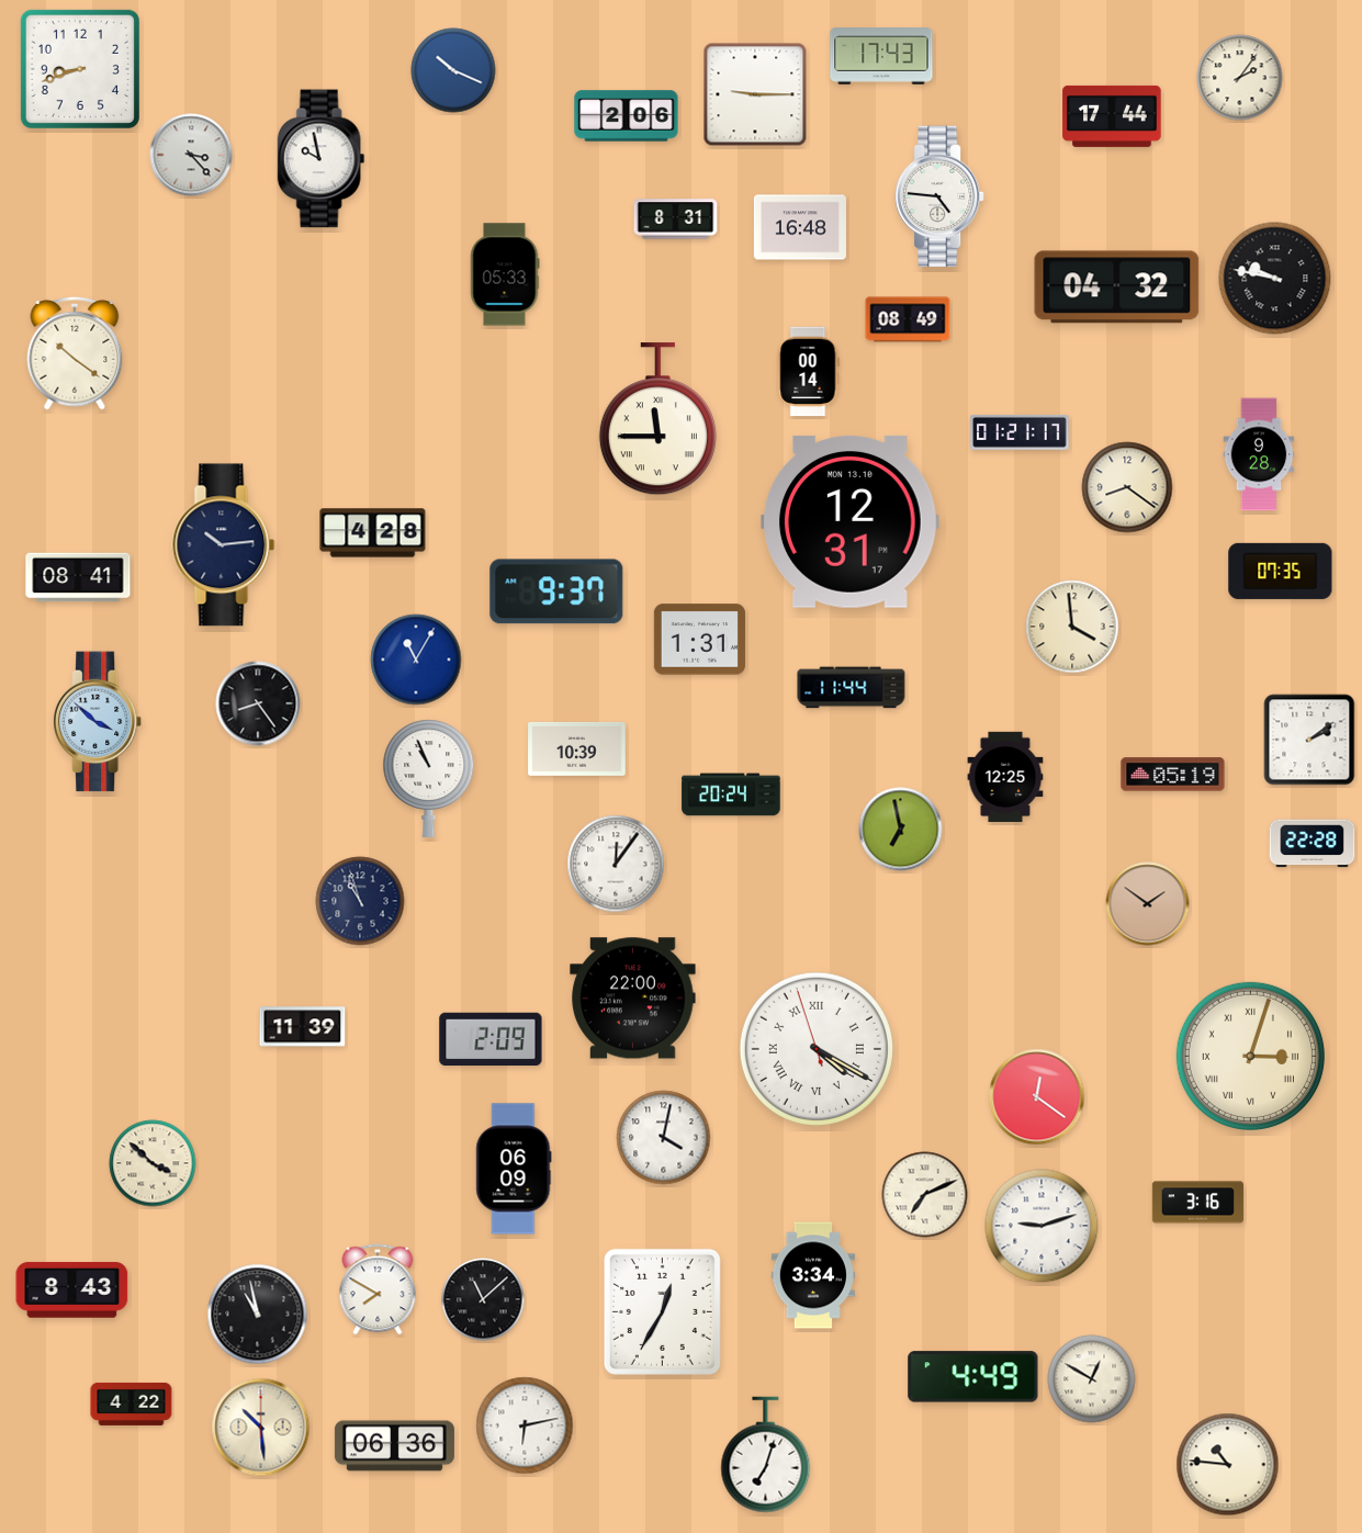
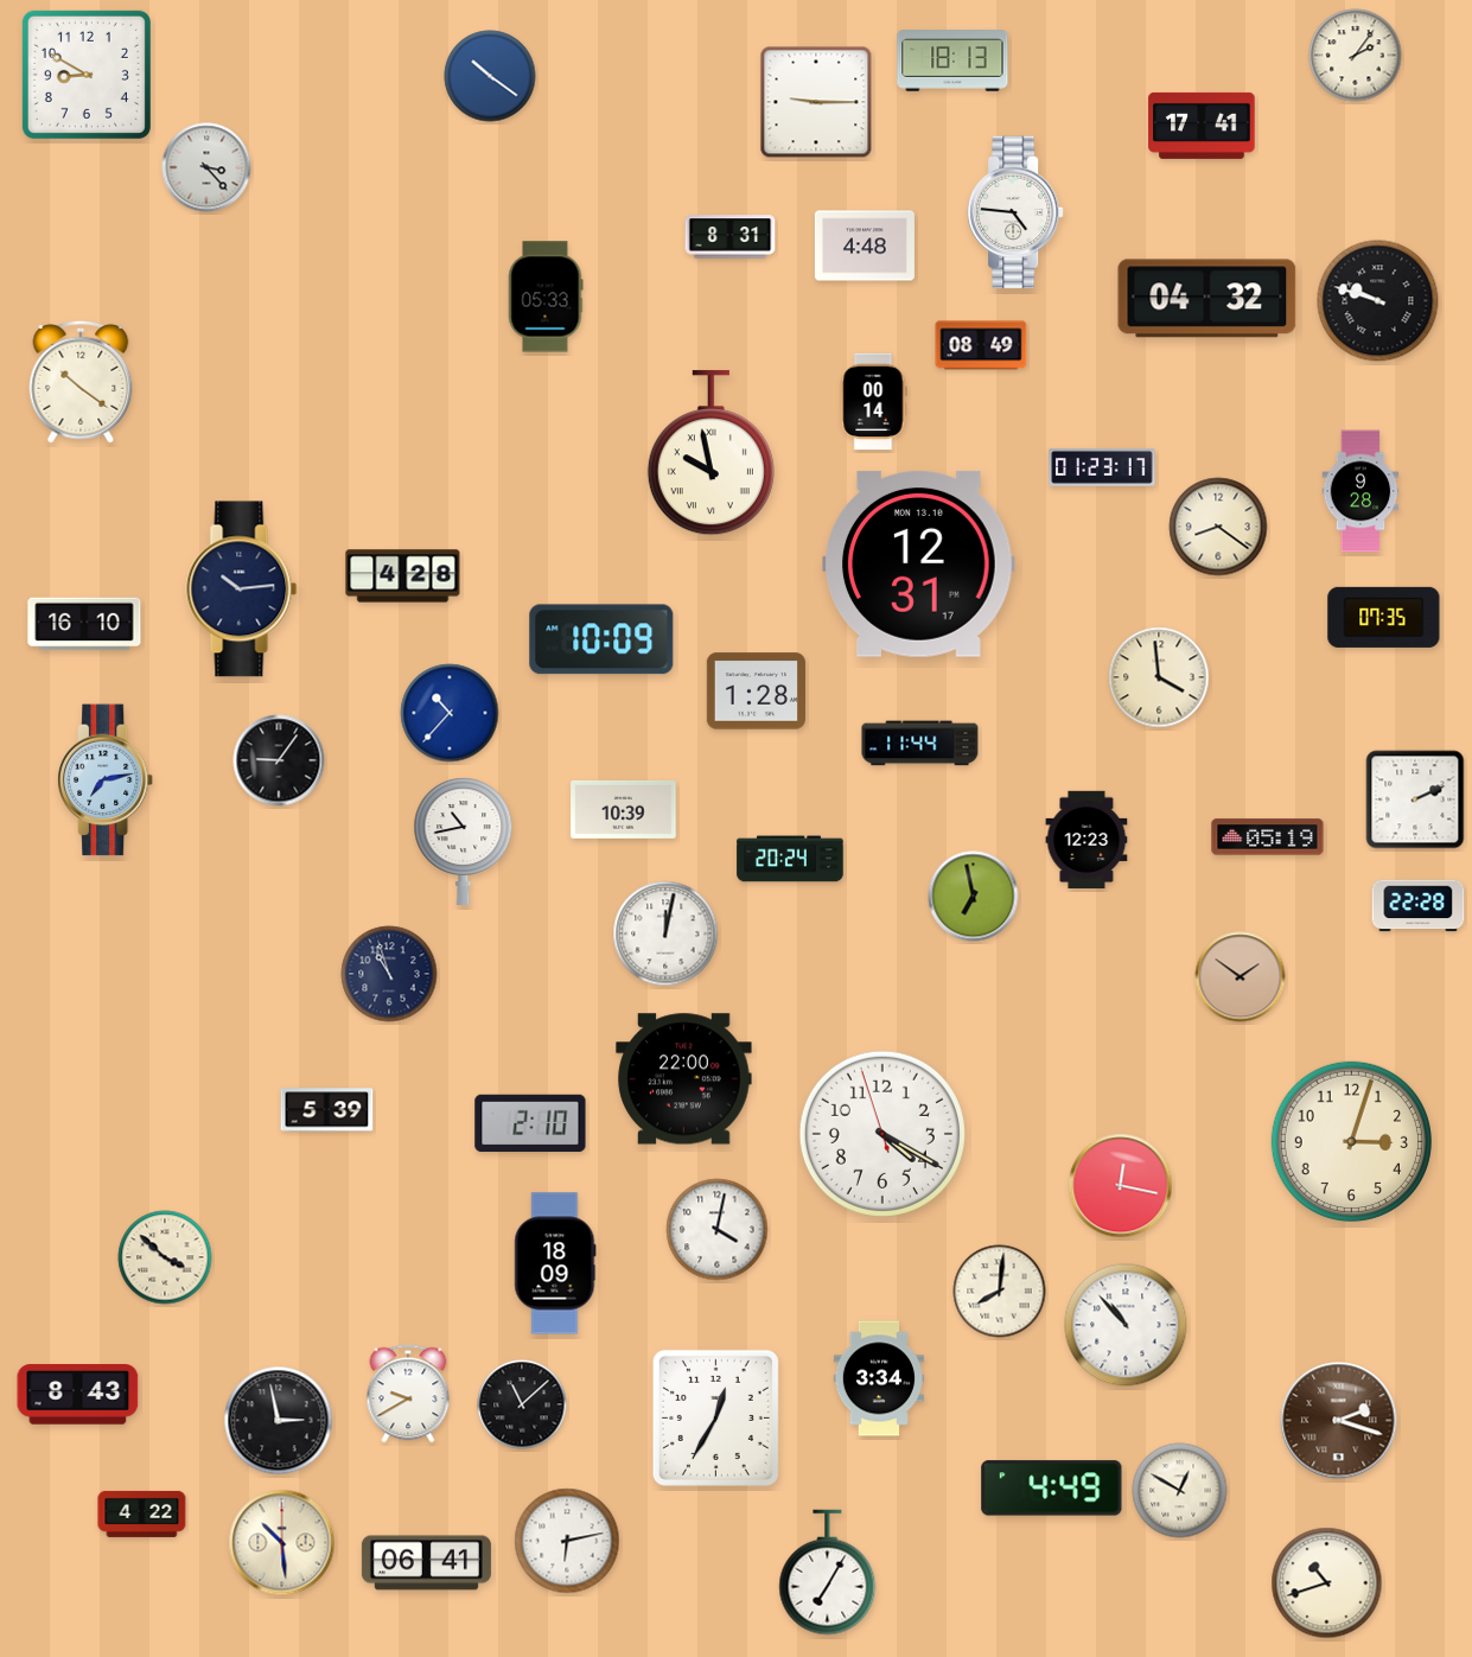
clock at (881, 56): 17:43 -> 18:13
clock at (80, 69): 8:42 -> 8:50
clock at (453, 70): 10:19 -> 10:21
clock at (1240, 78) position: (1240, 78) -> (1356, 56)
clock at (627, 116): 2:06 -> none
clock at (1112, 116): 17:44 -> 17:41
clock at (322, 159): 9:58 -> none
clock at (800, 227): 16:48 -> 4:48
clock at (1275, 279): 9:47 -> 9:48
clock at (1117, 288) position: (1117, 288) -> (1207, 299)
clock at (657, 419): 11:45 -> 9:58
clock at (1020, 432): 01:21 -> 01:23
clock at (78, 577): 08:41 -> 16:10
clock at (556, 591): 9:37 -> 10:09
clock at (699, 640): 1:31 -> 1:28
clock at (416, 660): 11:05 -> 10:37
clock at (258, 703): 8:24 -> 9:06
clock at (98, 722): 3:52 -> 7:13
clock at (1309, 740): 2:09 -> 2:11
clock at (1005, 777): 12:25 -> 12:23
clock at (429, 778): 10:56 -> 10:43
clock at (1313, 844) position: (1313, 844) -> (1419, 906)
clock at (616, 864): 12:06 -> 12:02
clock at (303, 1027): 11:39 -> 5:39
clock at (491, 1039): 2:09 -> 2:10
clock at (817, 1049) numerals: Roman -> Arabic
clock at (1250, 1056) numerals: Roman -> Arabic
clock at (1037, 1097): 12:21 -> 12:17
clock at (514, 1169): 06:09 -> 18:09
clock at (925, 1195): 7:11 -> 8:01
clock at (1197, 1203): 3:16 -> none
clock at (1042, 1226): 9:12 -> 10:53
clock at (378, 1289): 7:50 -> 9:40
clock at (258, 1315): 10:58 -> 2:58
clock at (1339, 1421): none -> 2:18
clock at (132, 1404) position: (132, 1404) -> (142, 1513)
clock at (394, 1446): 06:36 -> 06:41
clock at (766, 1455): 7:03 -> 7:05
clock at (1228, 1465): 10:46 -> 10:42
